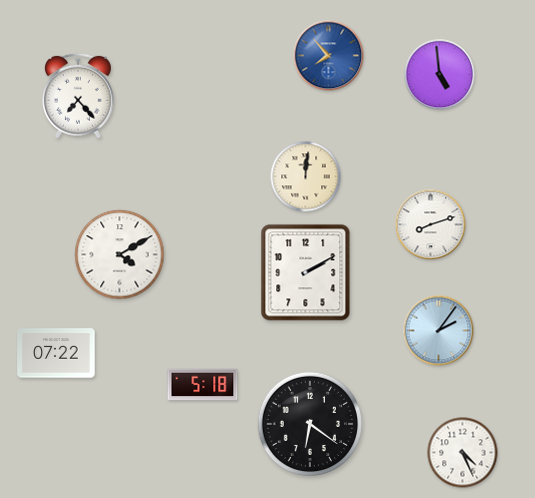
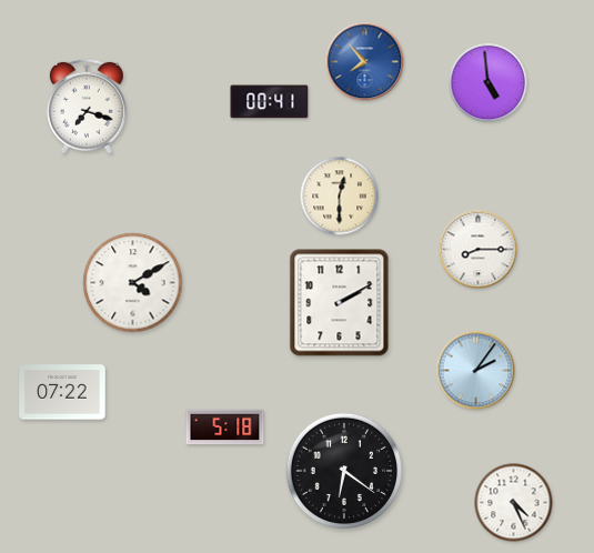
clock at (270, 102): none -> 00:41
clock at (78, 96): 7:23 -> 7:18
clock at (306, 177): 12:01 -> 12:30
clock at (431, 225): 8:12 -> 8:15
clock at (439, 331) position: (439, 331) -> (476, 371)
